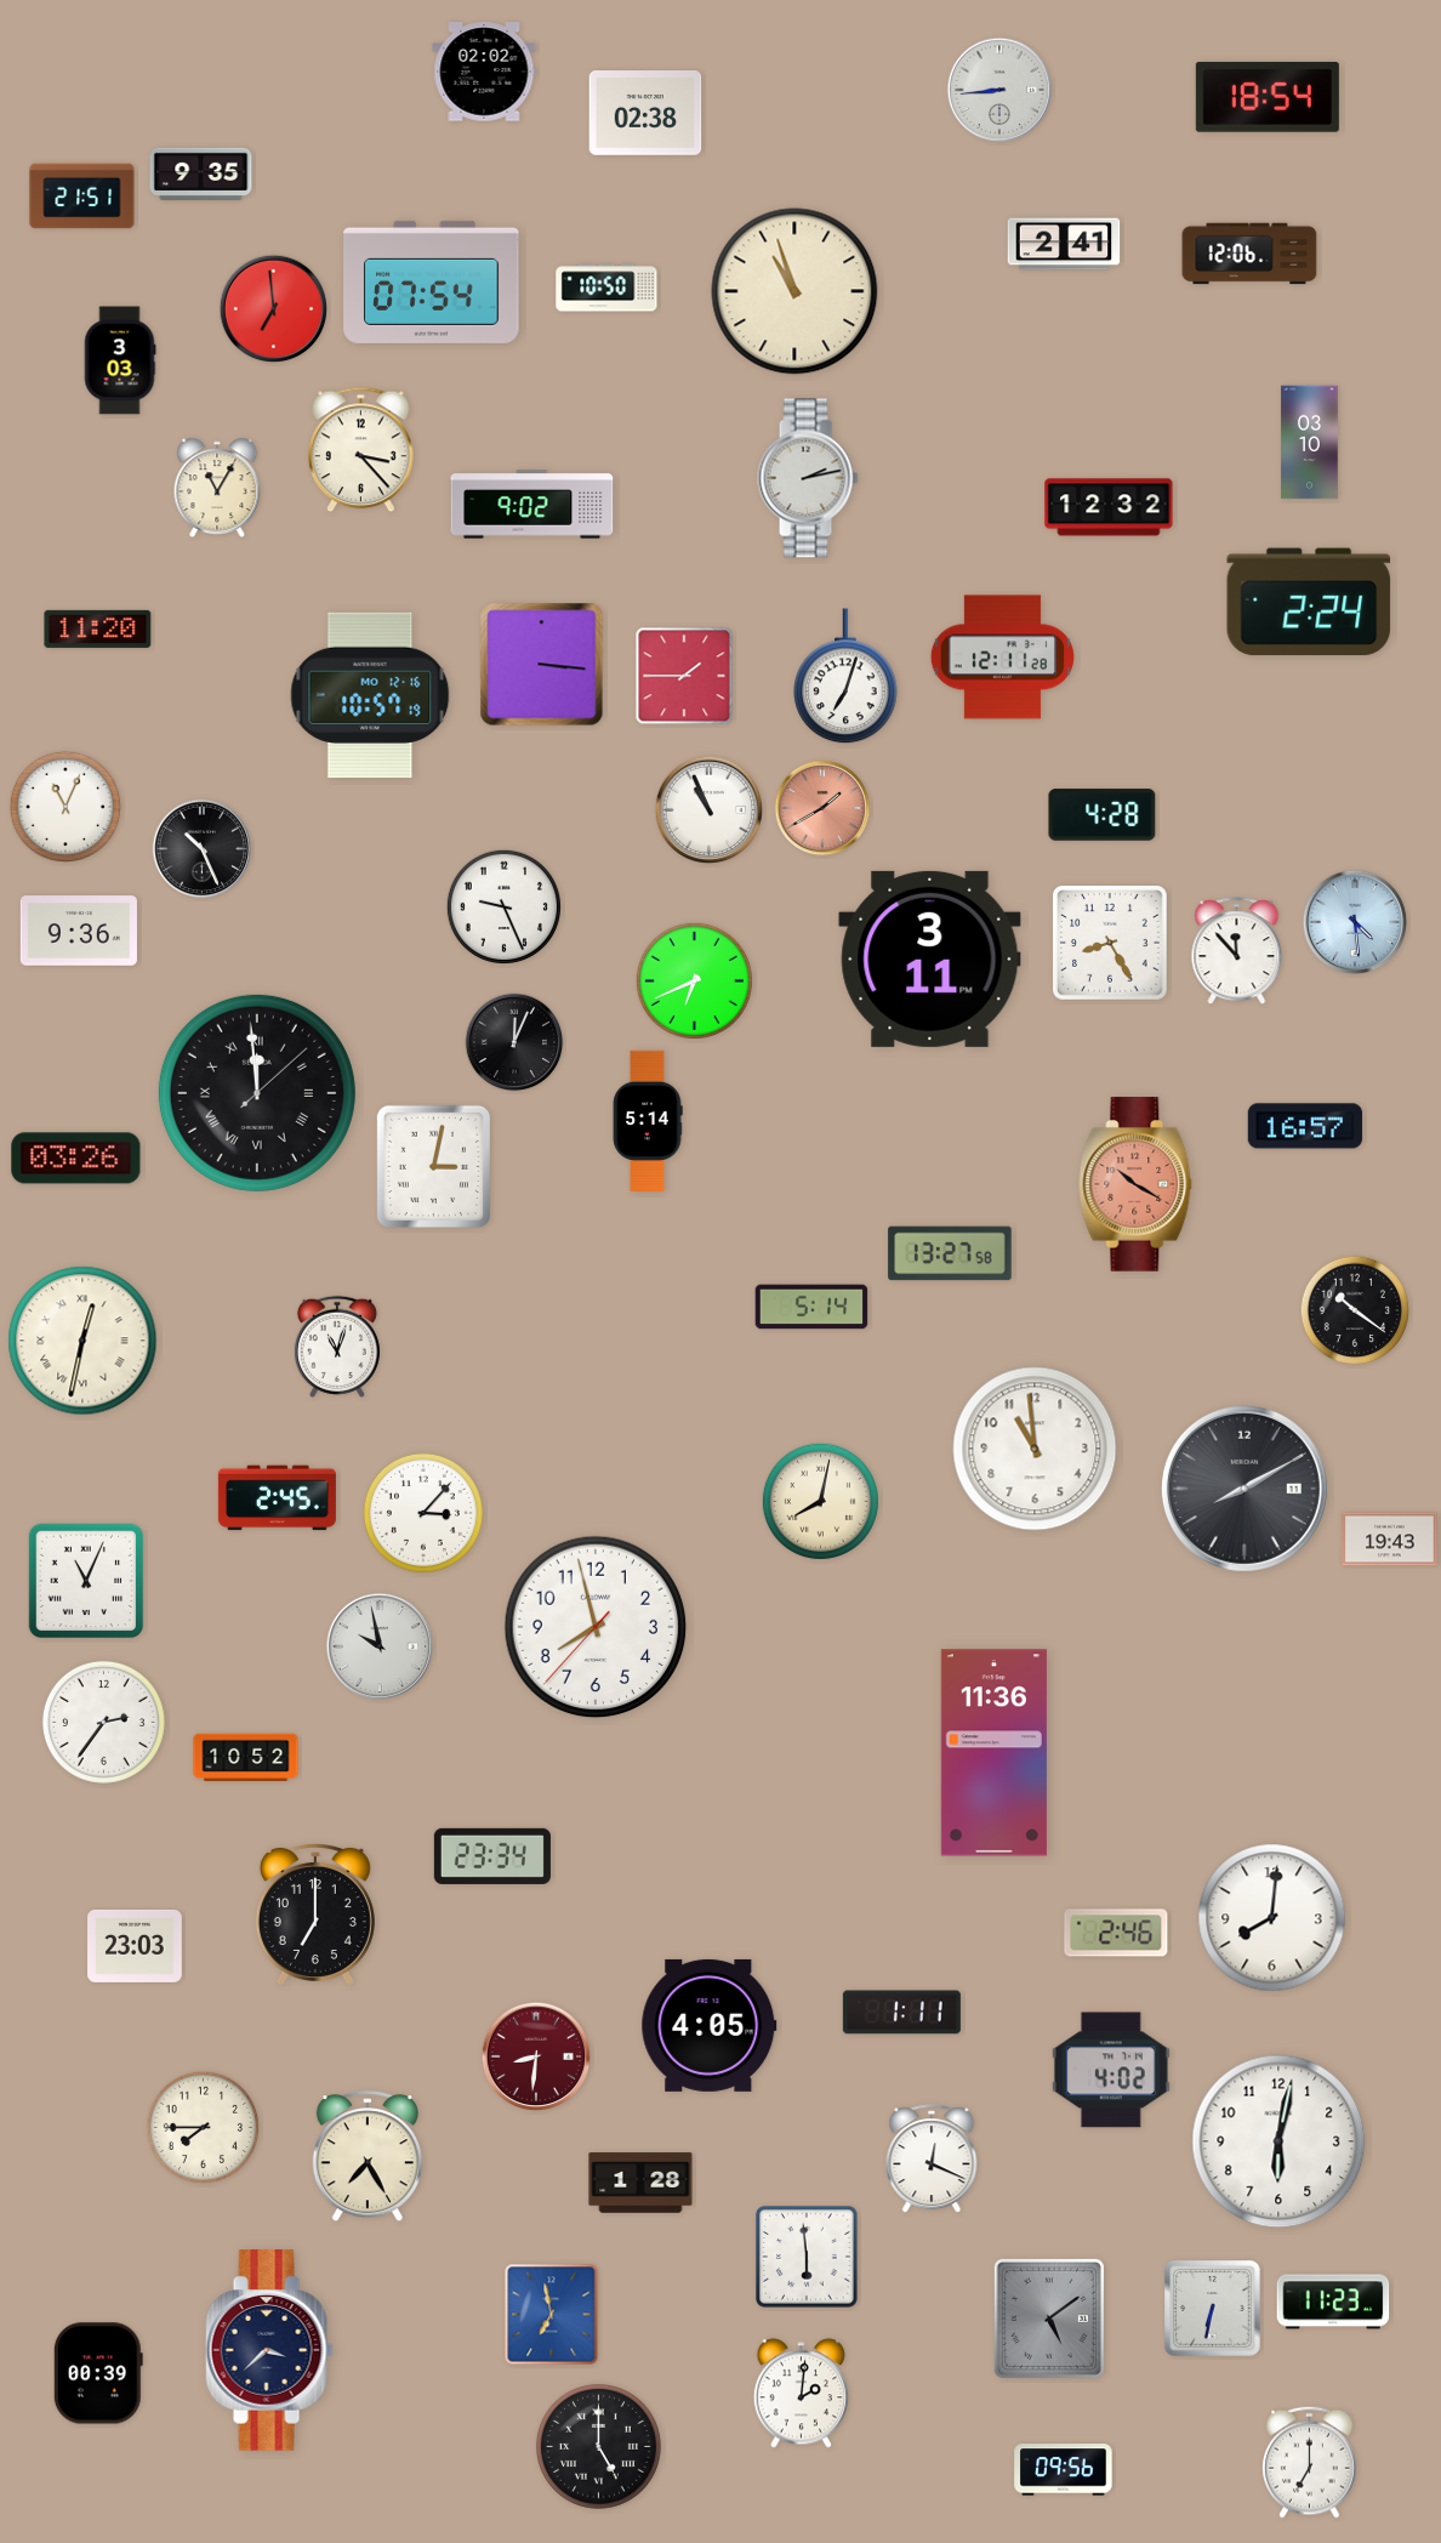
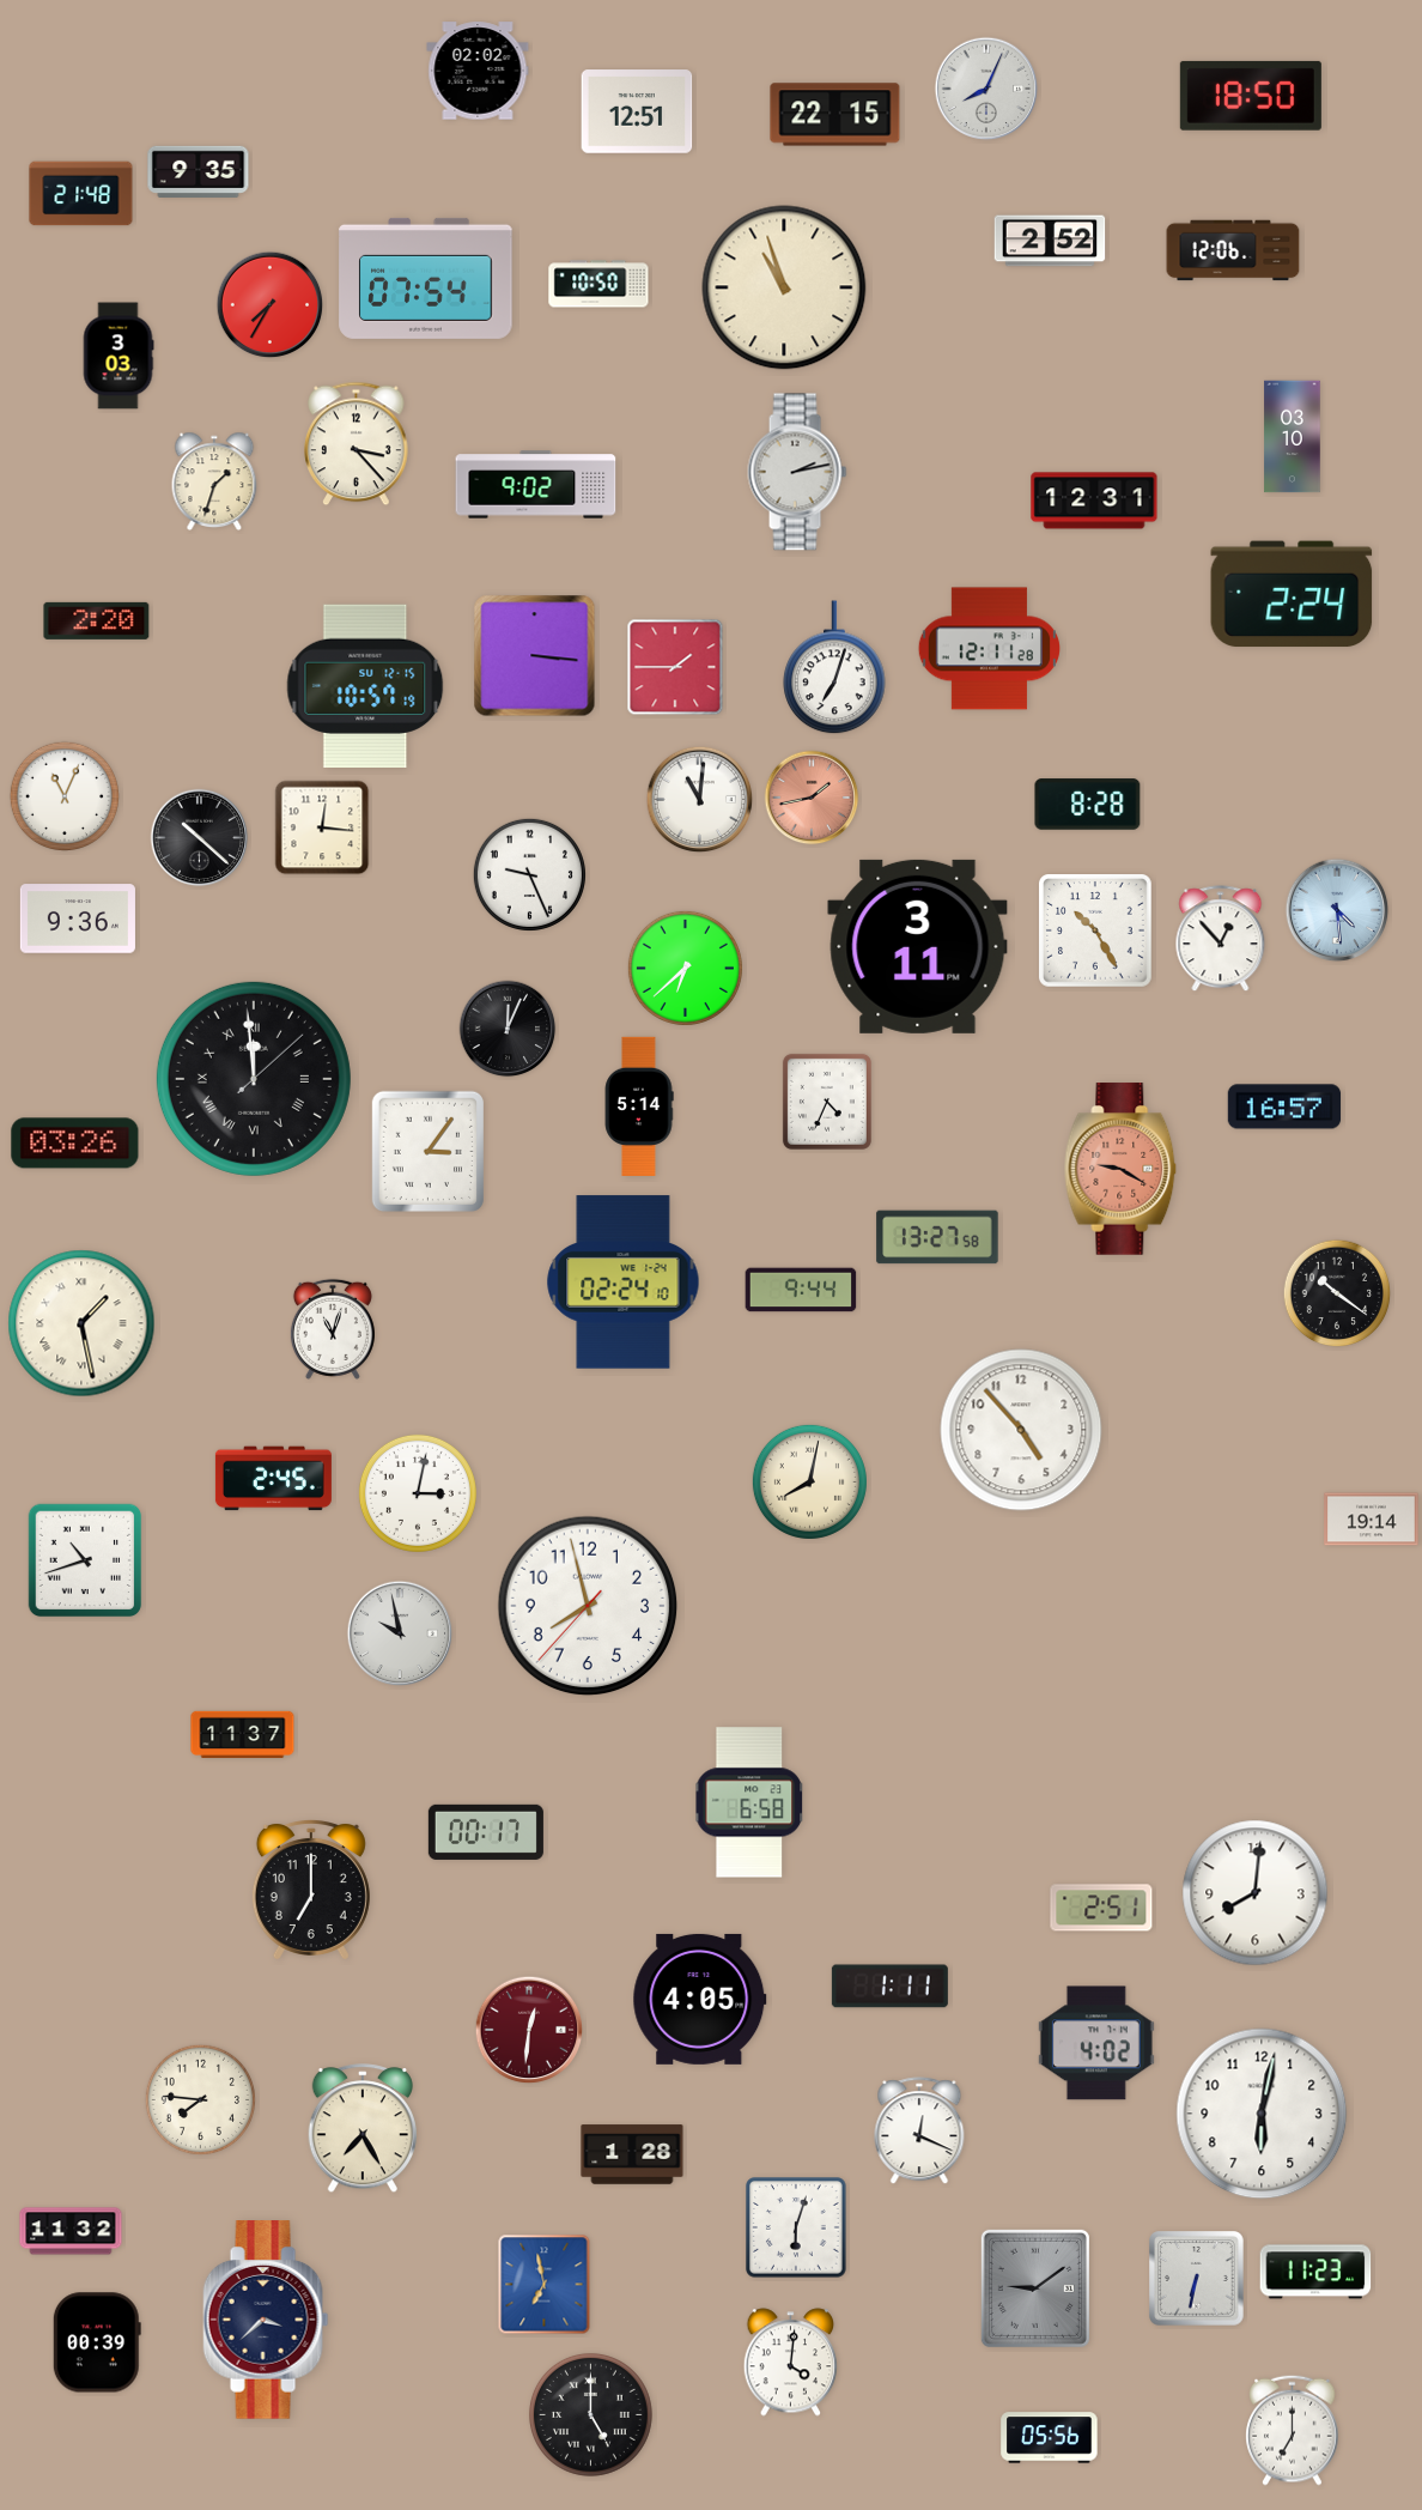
clock at (999, 90): 8:44 -> 8:04
clock at (1268, 97): 18:54 -> 18:50
clock at (645, 113): 02:38 -> 12:51
clock at (835, 115): none -> 22:15
clock at (82, 197): 21:51 -> 21:48
clock at (1064, 244): 2:41 -> 2:52
clock at (274, 309): 6:59 -> 7:35
clock at (217, 487): 11:05 -> 1:33
clock at (532, 505) position: (532, 505) -> (536, 485)
clock at (1109, 507): 12:32 -> 12:31
clock at (98, 628): 11:20 -> 2:20
clock at (370, 694) date: MO 12-16 -> SU 12-15
clock at (822, 808): 1:40 -> 1:43
clock at (710, 810): 10:56 -> 11:01
clock at (1103, 815): 4:28 -> 8:28
clock at (322, 827): none -> 12:16
clock at (203, 849): 10:26 -> 10:22
clock at (503, 906) position: (503, 906) -> (529, 874)
clock at (1111, 944): 8:25 -> 10:25
clock at (1237, 951): 11:53 -> 12:53
clock at (694, 980): 6:41 -> 6:38
clock at (827, 1102): none -> 4:34
clock at (1305, 1126) position: (1305, 1126) -> (1284, 1107)
clock at (433, 1166): 3:02 -> 3:06
clock at (1135, 1184): 10:20 -> 9:20
clock at (624, 1283): none -> 02:24
clock at (811, 1307): 5:14 -> 9:44
clock at (82, 1341): 12:32 -> 1:28
clock at (1035, 1449): 10:59 -> 4:53
clock at (1244, 1489): 8:10 -> none
clock at (423, 1513): 3:07 -> 3:02
clock at (1390, 1540): 19:43 -> 19:14
clock at (86, 1581): 11:04 -> 10:42
clock at (380, 1646) position: (380, 1646) -> (400, 1633)
clock at (103, 1722): 2:36 -> none
clock at (993, 1753): 11:36 -> none
clock at (246, 1757): 10:52 -> 11:37
clock at (748, 1802): none -> 6:58
clock at (492, 1856): 23:34 -> 00:17
clock at (1116, 1933): 2:46 -> 2:51
clock at (135, 1946): 23:03 -> none
clock at (536, 2056): 8:31 -> 12:31
clock at (203, 2127): 7:45 -> 7:46
clock at (807, 2257): 5:59 -> 6:03
clock at (71, 2231): none -> 11:32
clock at (1049, 2319): 5:09 -> 9:09
clock at (802, 2394): 2:01 -> 4:01
clock at (1064, 2470): 09:56 -> 05:56
